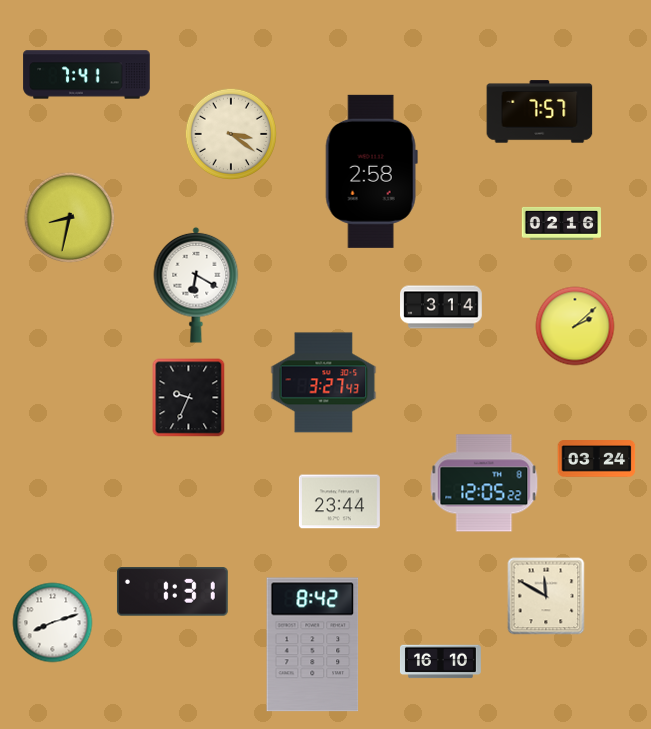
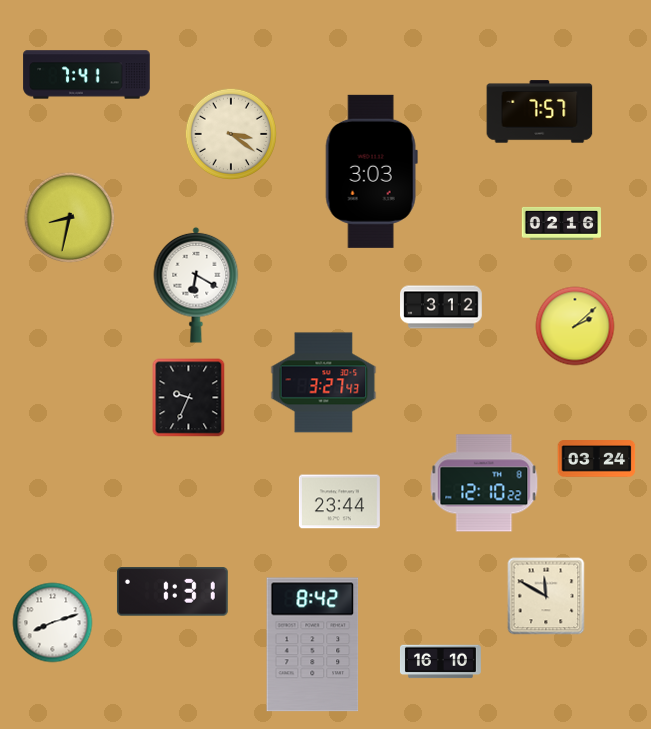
clock at (371, 171): 2:58 -> 3:03
clock at (441, 307): 3:14 -> 3:12
clock at (484, 483): 12:05 -> 12:10
